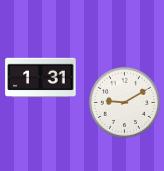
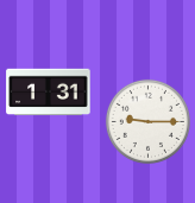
clock at (124, 102): 9:10 -> 9:15
